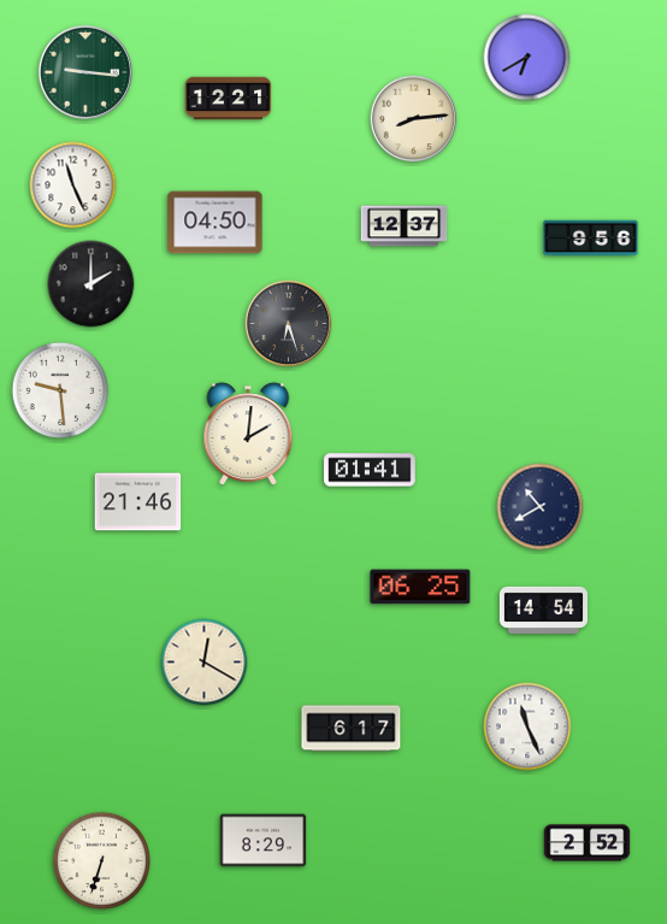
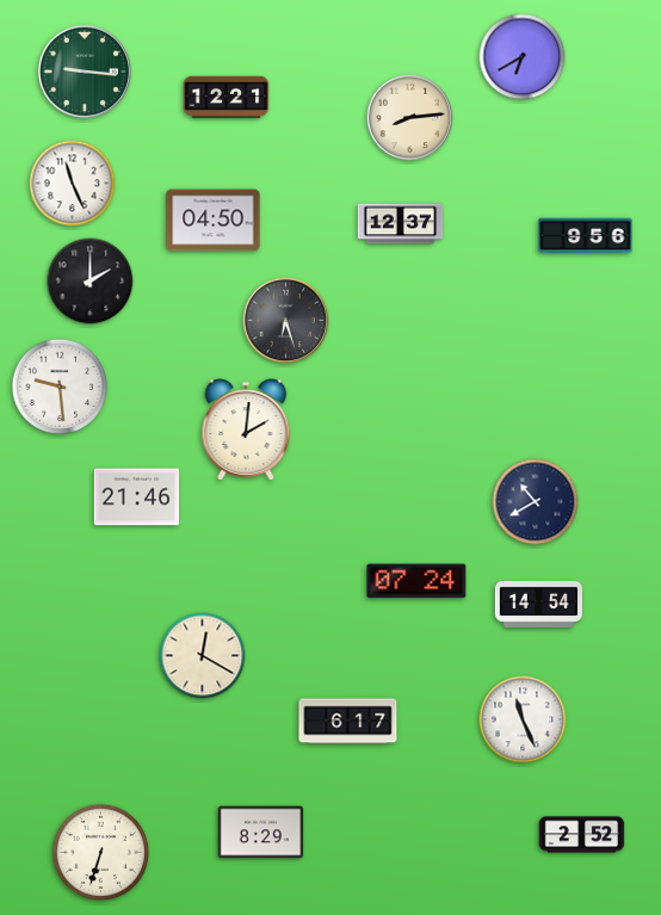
clock at (370, 470): 01:41 -> none
clock at (420, 587): 06:25 -> 07:24
